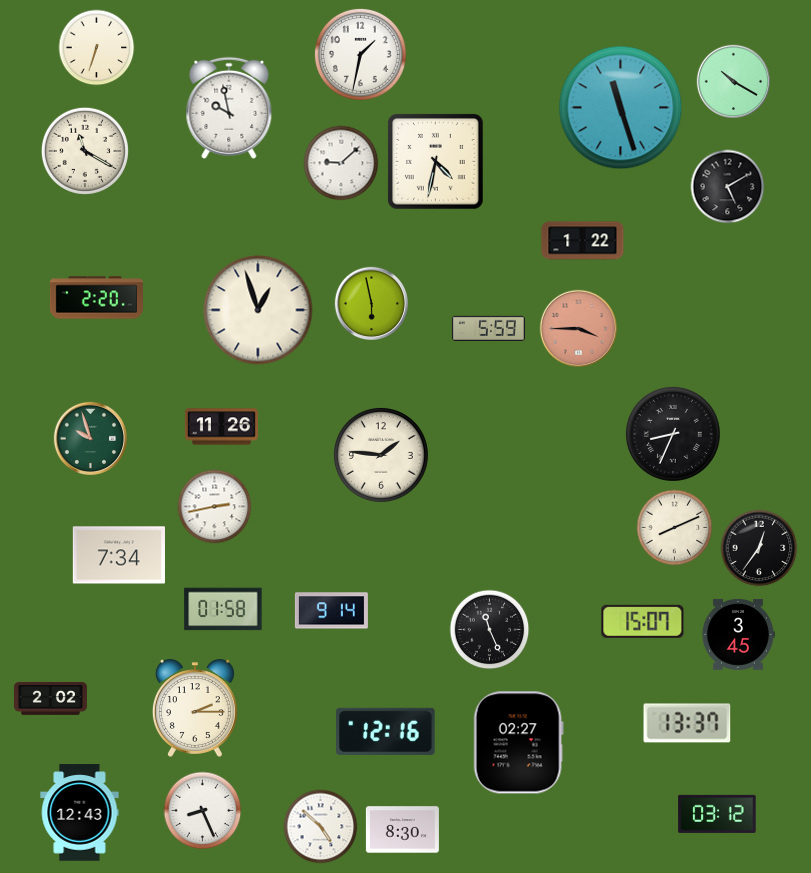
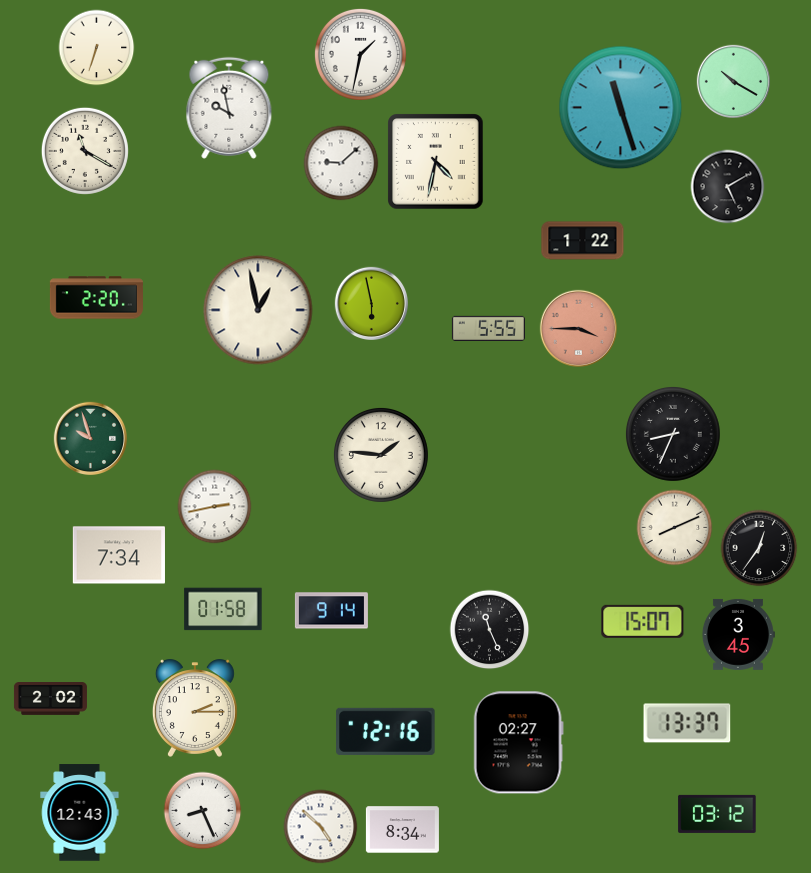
clock at (258, 310): 12:57 -> 12:58
clock at (488, 328): 5:59 -> 5:55
clock at (221, 427): 11:26 -> none
clock at (402, 830): 8:30 -> 8:34
